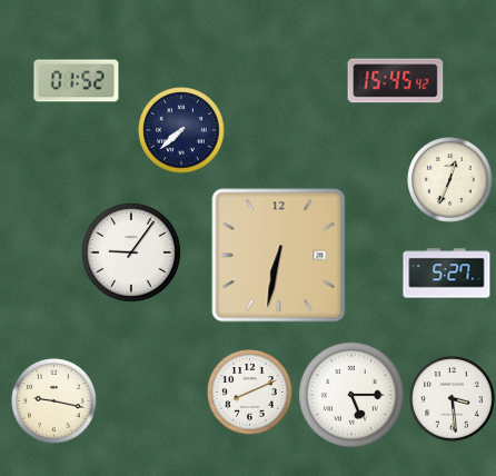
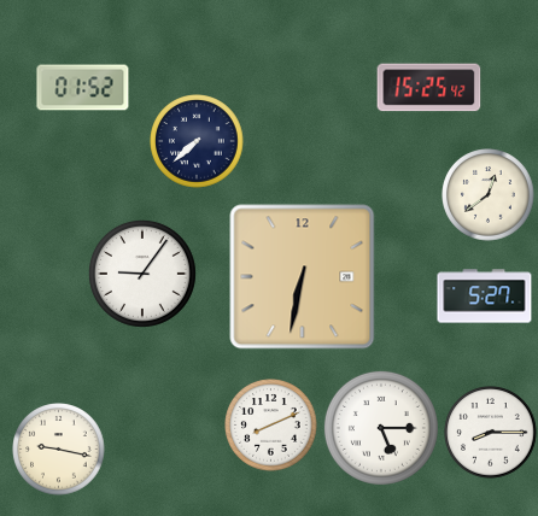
clock at (396, 81): 15:45 -> 15:25
clock at (450, 180): 12:34 -> 12:39
clock at (453, 399): 3:29 -> 8:15
clock at (54, 401) position: (54, 401) -> (59, 450)
